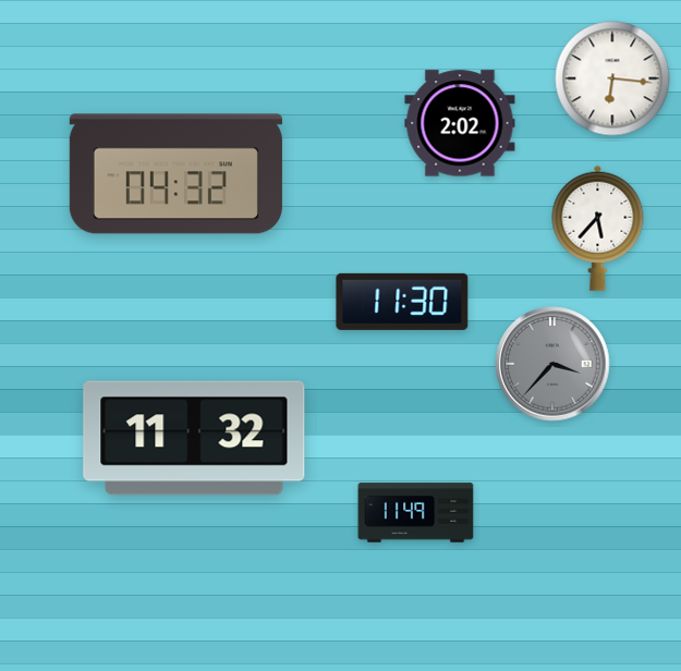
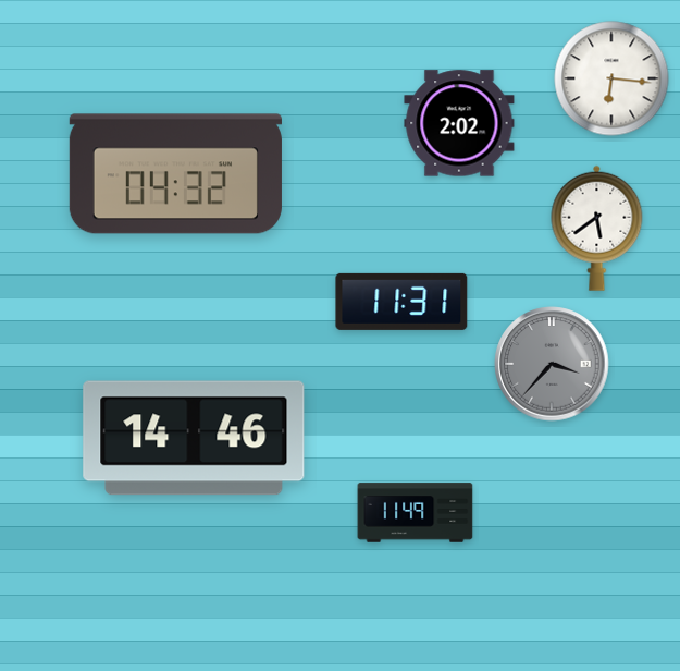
clock at (598, 228): 5:37 -> 5:39
clock at (402, 302): 11:30 -> 11:31
clock at (194, 438): 11:32 -> 14:46
